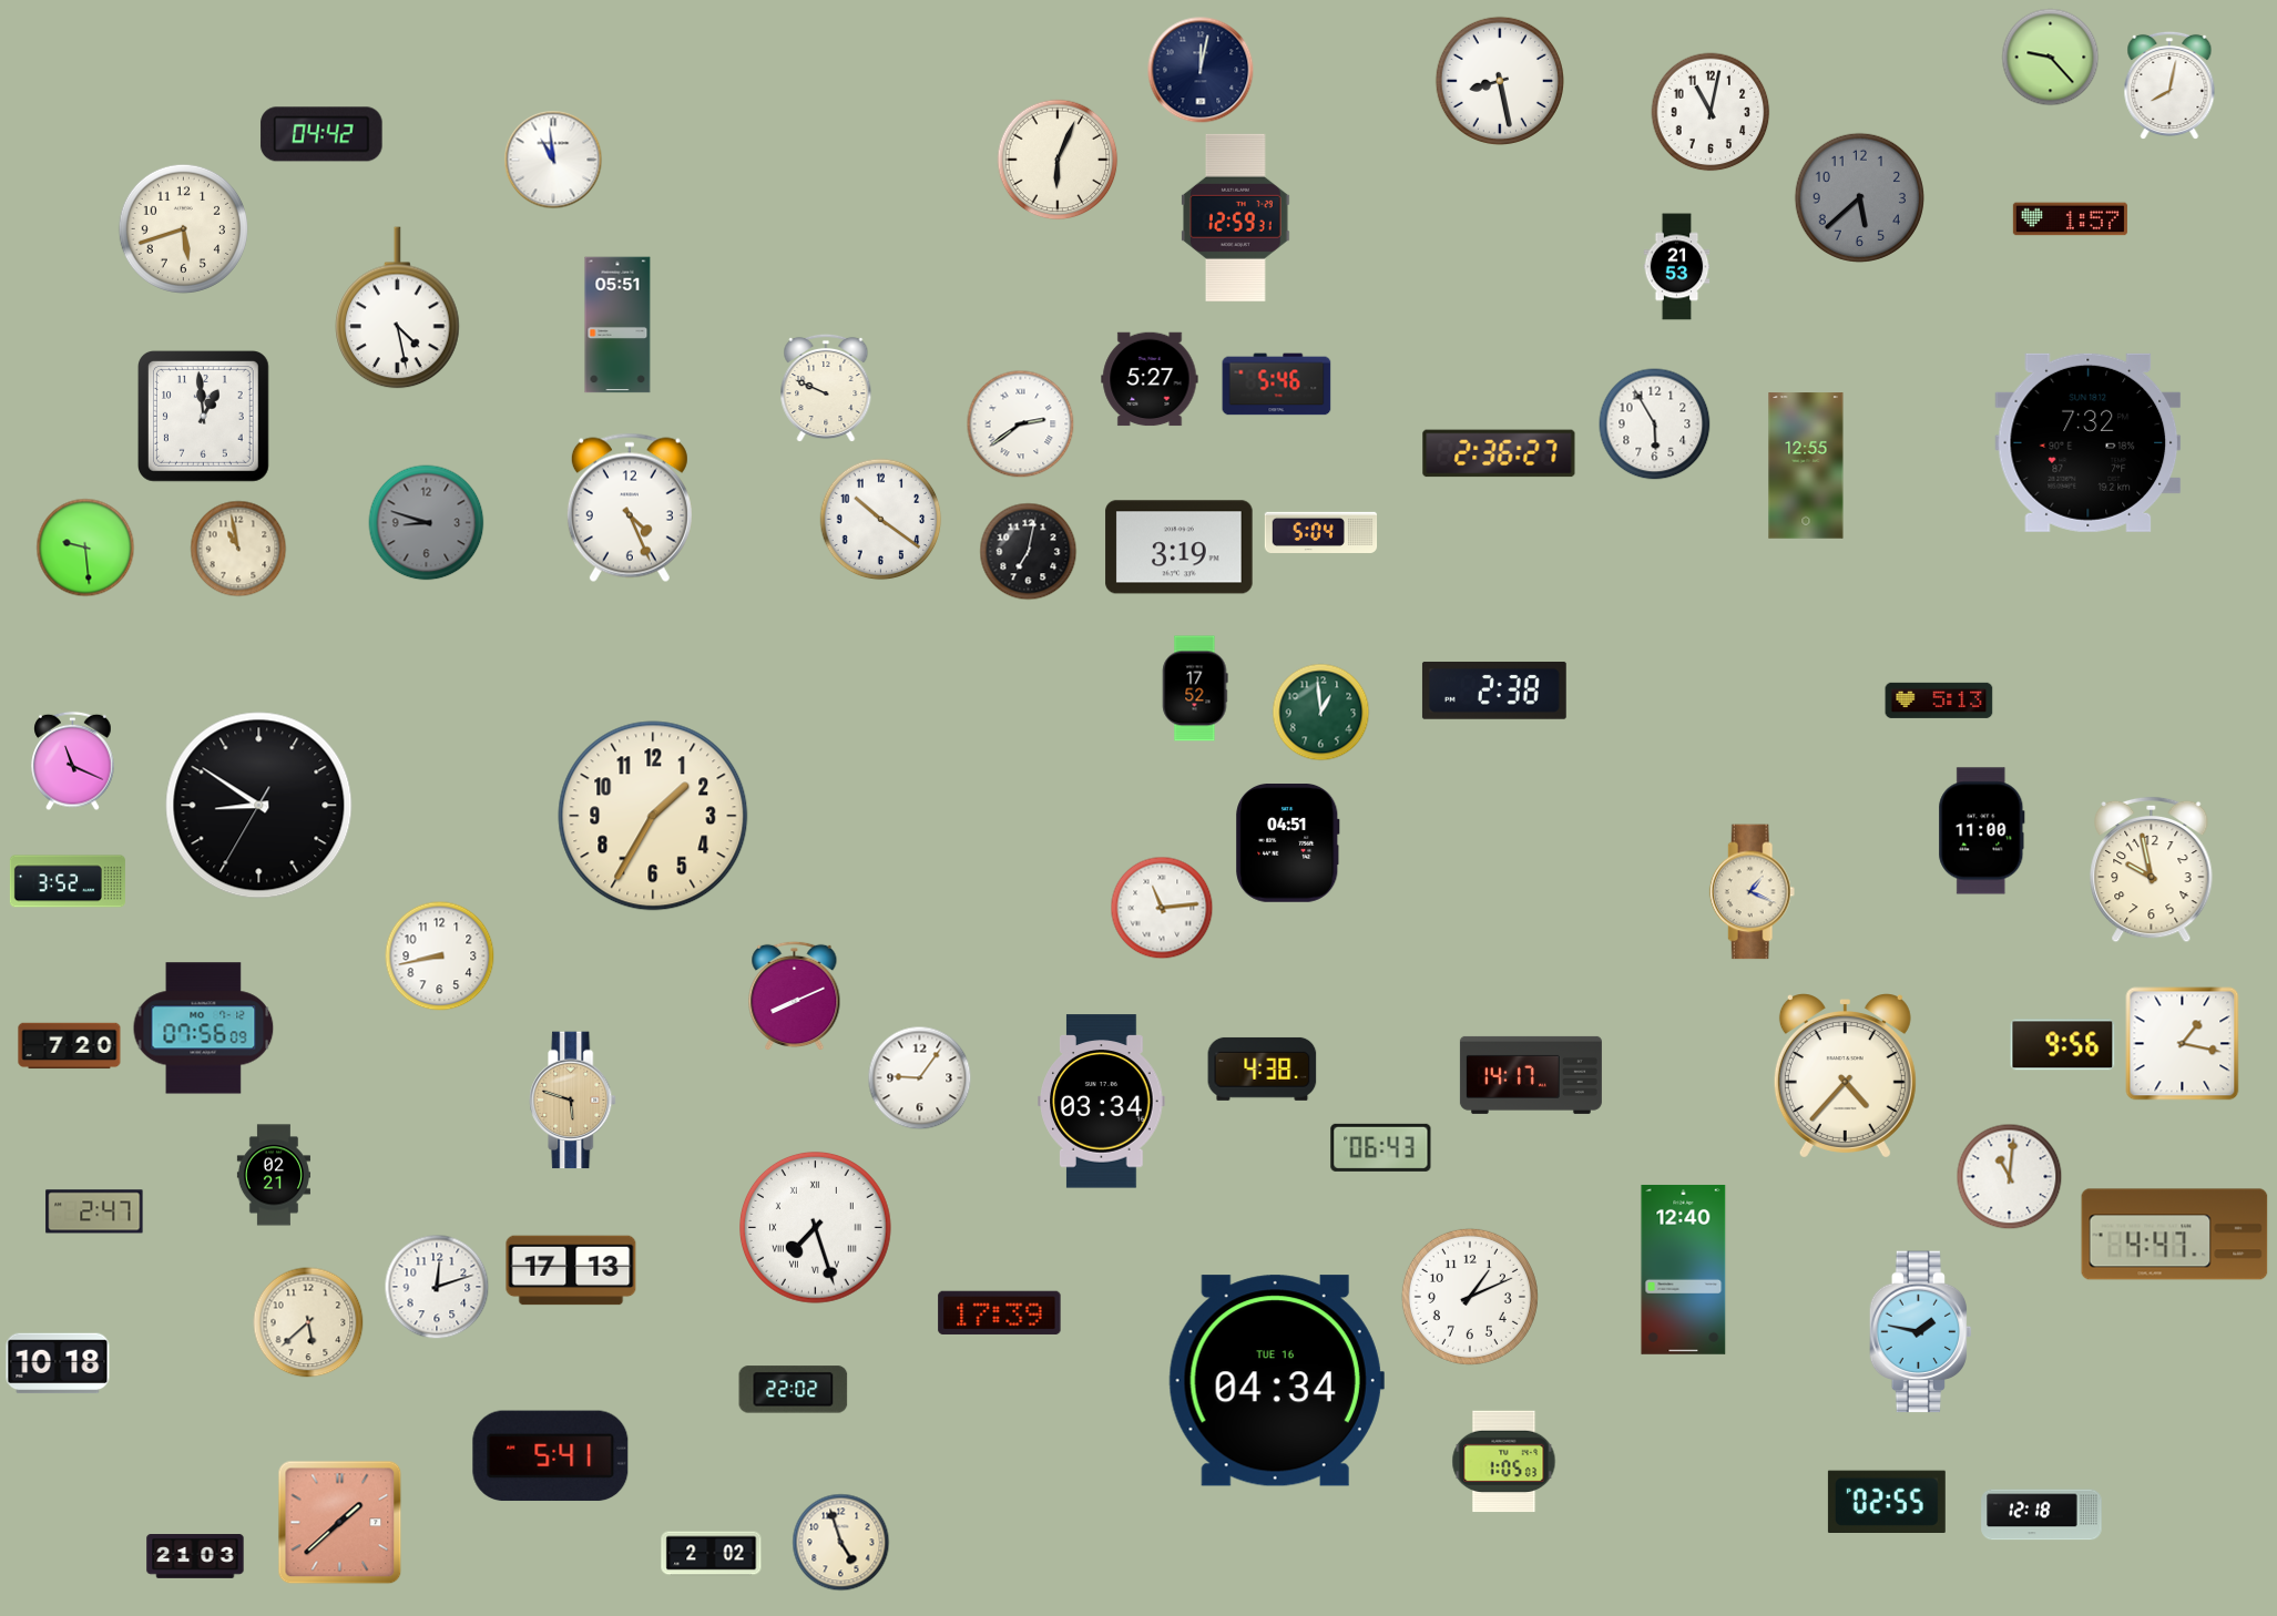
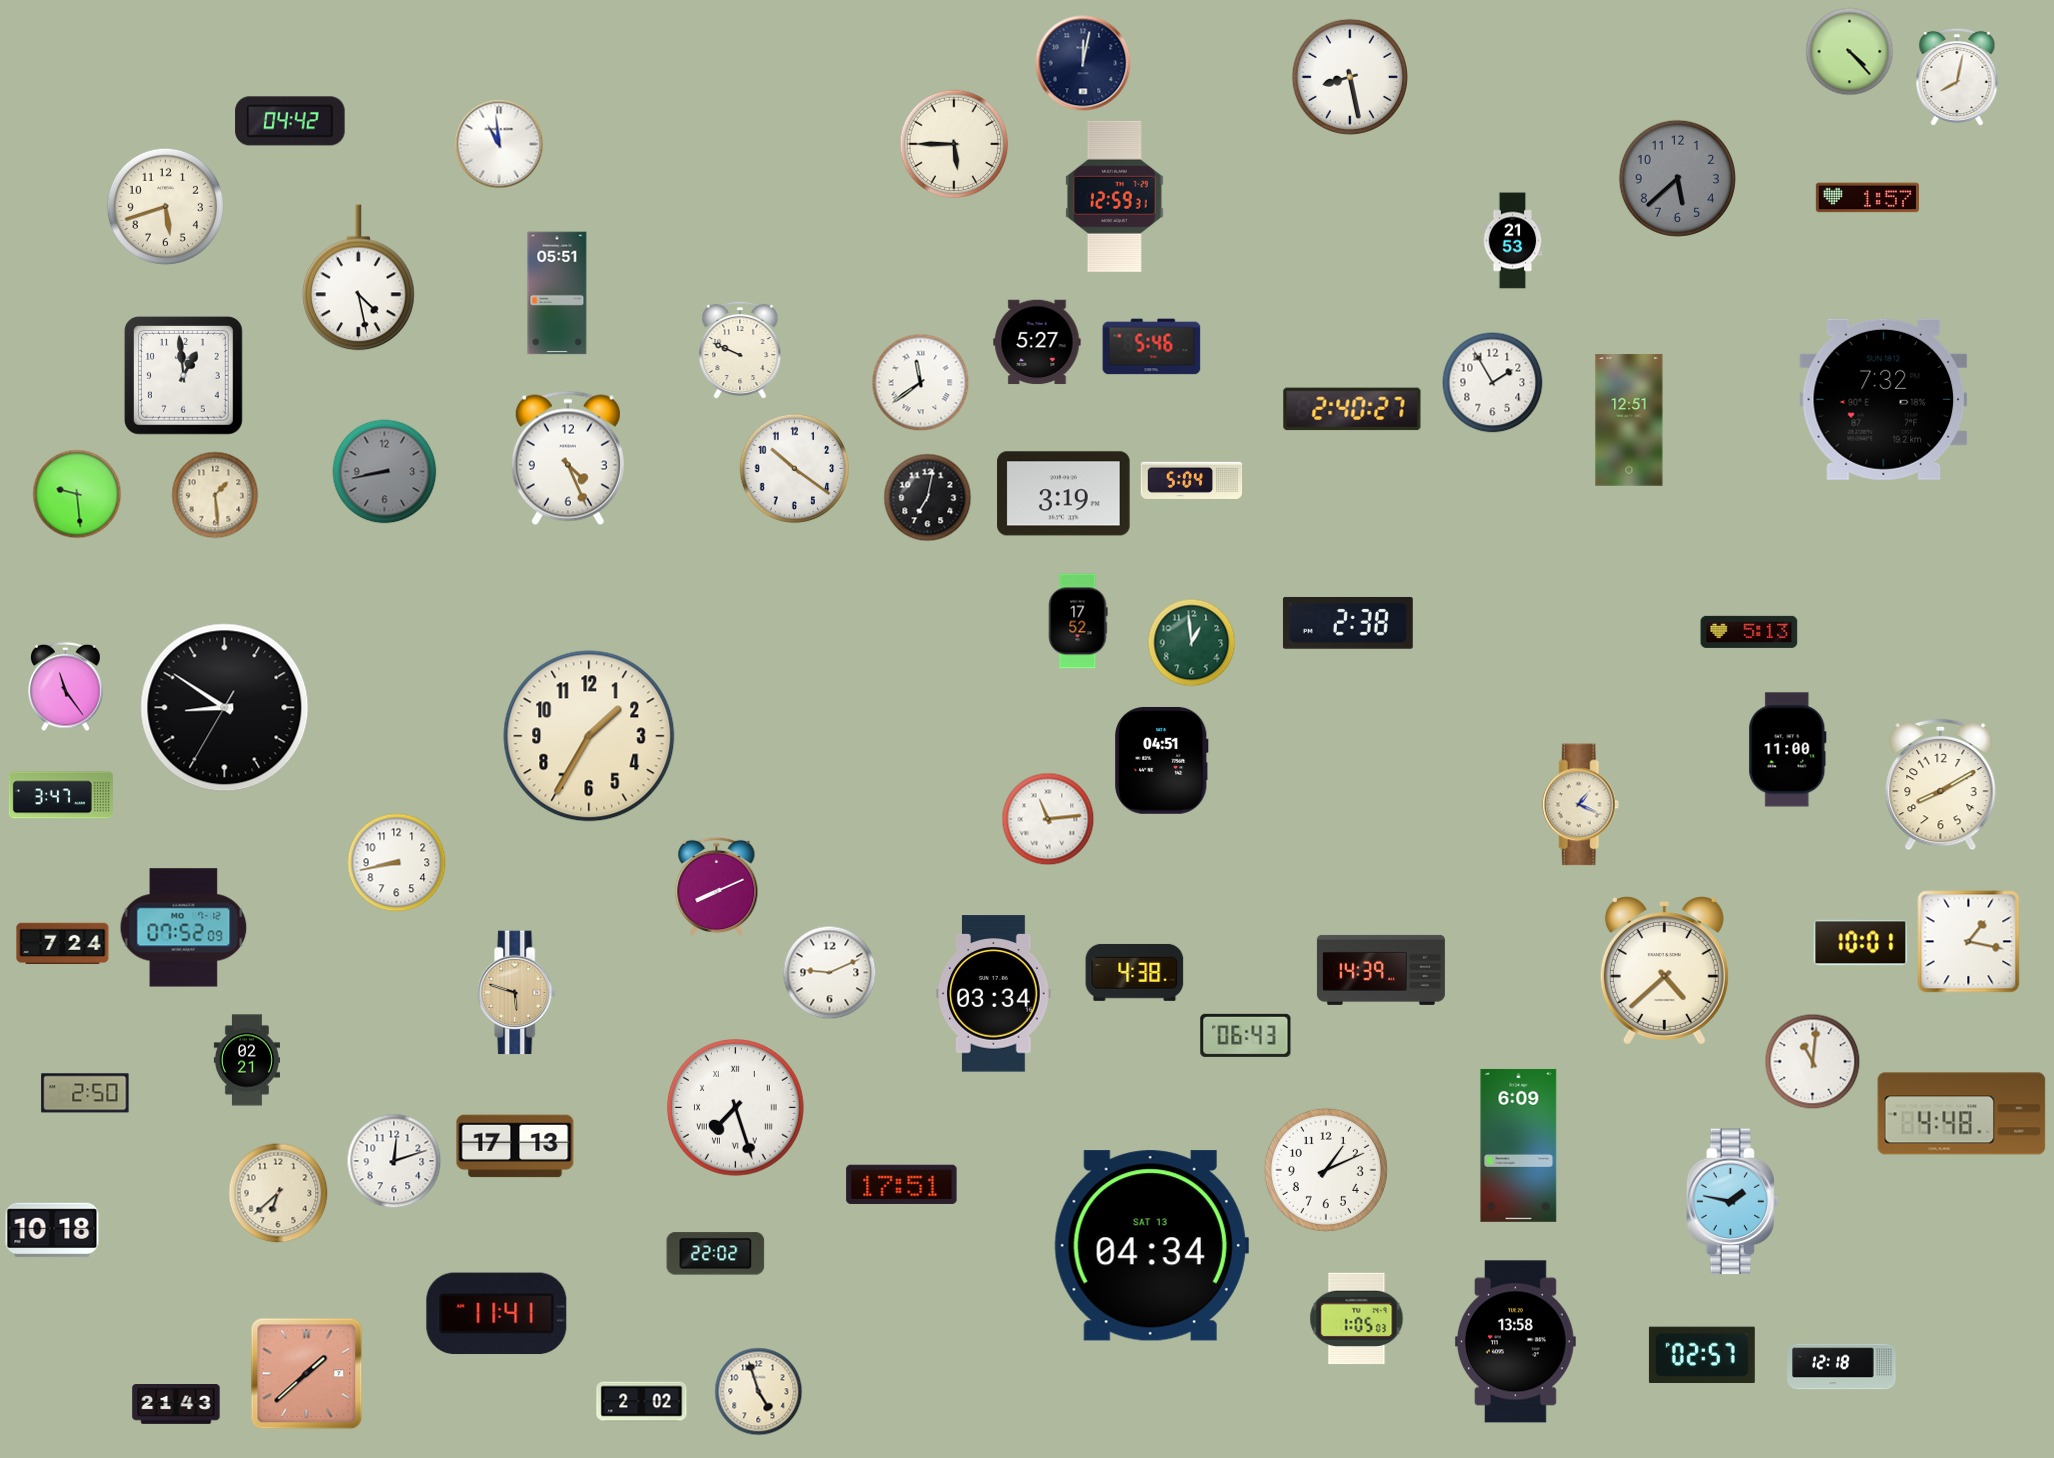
clock at (2051, 58): 9:23 -> 4:23
clock at (1499, 80) position: (1499, 80) -> (1349, 76)
clock at (1711, 112): 11:02 -> none
clock at (1058, 160): 6:04 -> 5:45
clock at (826, 388) position: (826, 388) -> (740, 350)
clock at (1021, 425): 2:39 -> 11:39
clock at (1655, 425): 5:55 -> 1:55
clock at (1499, 453): 2:36 -> 2:40
clock at (1806, 466): 12:55 -> 12:51
clock at (427, 523): 8:48 -> 8:43
clock at (238, 549): 10:58 -> 1:29
clock at (73, 761): 11:19 -> 11:24
clock at (259, 806) position: (259, 806) -> (225, 708)
clock at (2152, 870): 9:58 -> 8:10
clock at (68, 881): 3:52 -> 3:47
clock at (795, 996) position: (795, 996) -> (717, 887)
clock at (204, 1029): 07:56 -> 07:52
clock at (2063, 1045): 9:56 -> 10:01
clock at (70, 1046): 7:20 -> 7:24
clock at (1263, 1068) position: (1263, 1068) -> (1135, 972)
clock at (1531, 1075): 14:17 -> 14:39
clock at (1845, 1076): 4:37 -> 4:38
clock at (920, 1078): 9:06 -> 9:11
clock at (94, 1211): 2:47 -> 2:50
clock at (2175, 1235): 4:47 -> 4:48
clock at (1684, 1269): 12:40 -> 6:09
clock at (1000, 1312): 17:39 -> 17:51
clock at (308, 1322): 5:38 -> 6:38
clock at (1276, 1381) date: TUE 16 -> SAT 13
clock at (551, 1456): 5:41 -> 11:41
clock at (1515, 1342): none -> 13:58
clock at (1887, 1501): 02:55 -> 02:57
clock at (195, 1557): 21:03 -> 21:43
